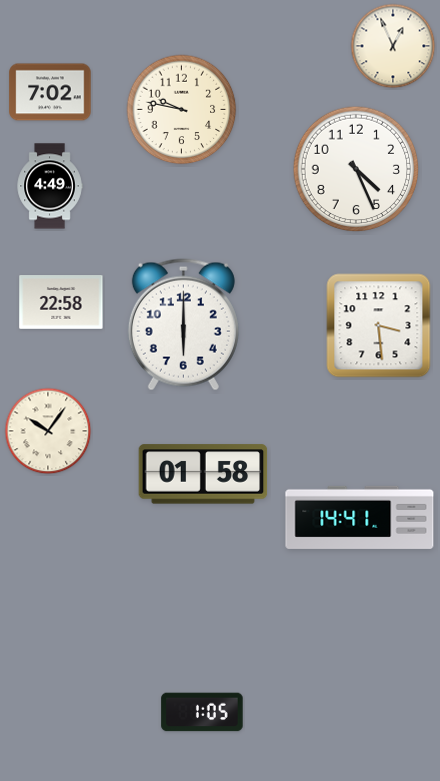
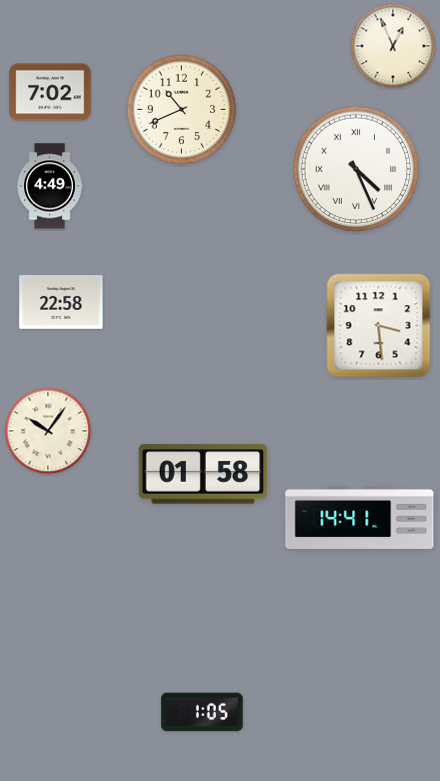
clock at (182, 110): 9:47 -> 10:41
clock at (356, 169) numerals: Arabic -> Roman
clock at (183, 325): 6:00 -> none
